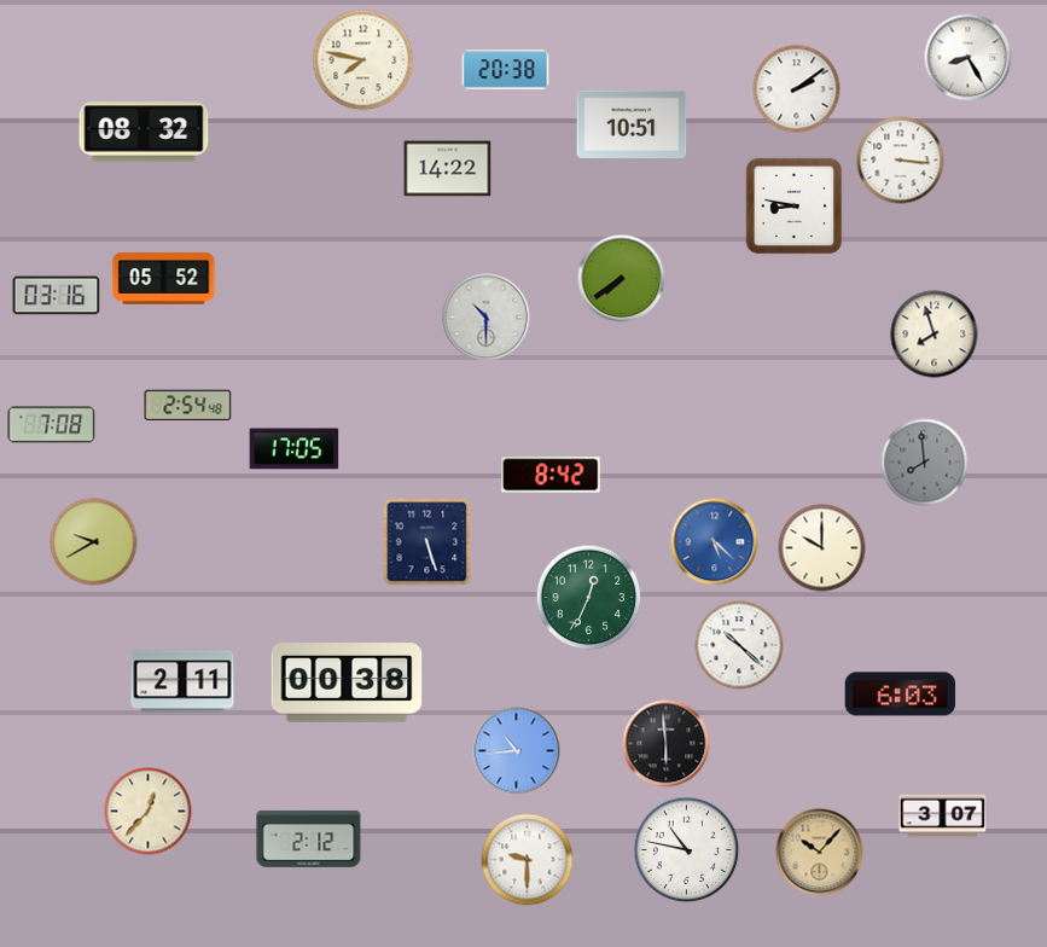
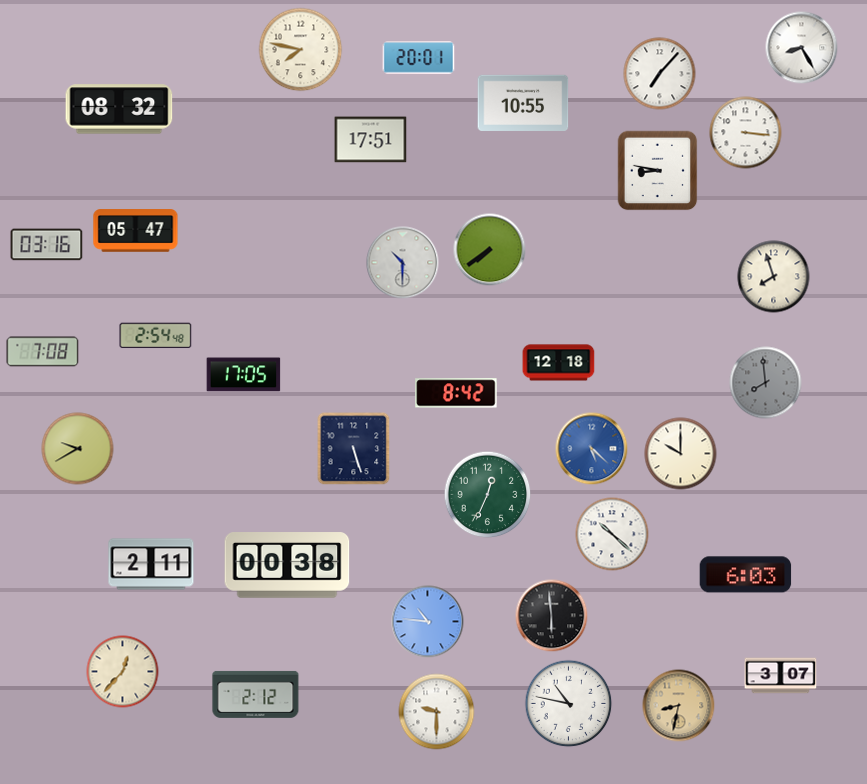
clock at (506, 70): 20:38 -> 20:01
clock at (797, 89): 2:09 -> 7:07
clock at (632, 123): 10:51 -> 10:55
clock at (448, 169): 14:22 -> 17:51
clock at (164, 279): 05:52 -> 05:47
clock at (622, 279) position: (622, 279) -> (490, 250)
clock at (559, 363): none -> 12:18
clock at (295, 449) position: (295, 449) -> (244, 375)
clock at (517, 751): 10:44 -> 10:46
clock at (820, 853): 10:07 -> 8:32
